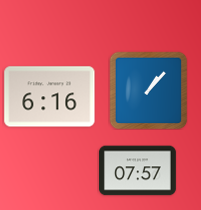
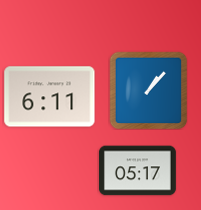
clock at (50, 97): 6:16 -> 6:11
clock at (137, 171): 07:57 -> 05:17
